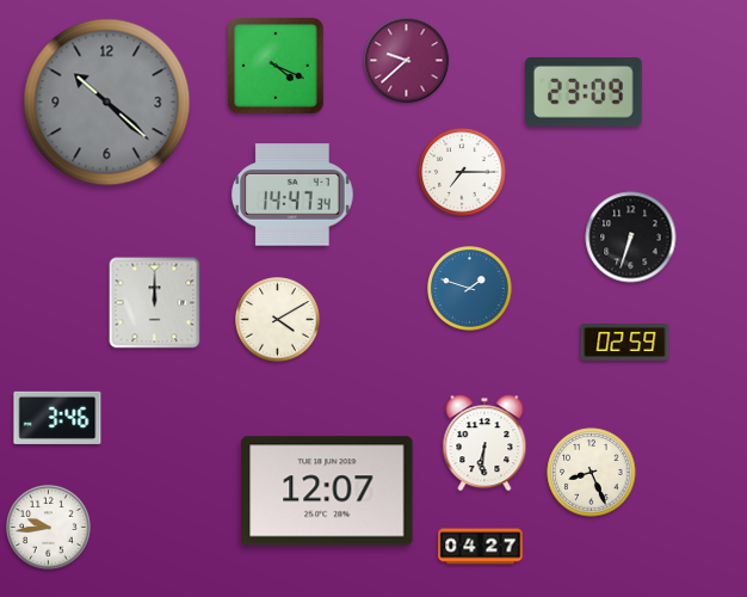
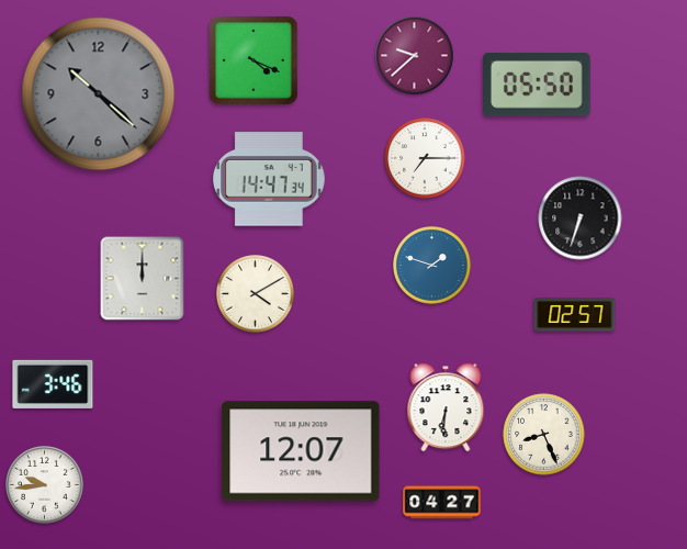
clock at (407, 61) position: (407, 61) -> (415, 56)
clock at (585, 92): 23:09 -> 05:50
clock at (625, 343): 02:59 -> 02:57
